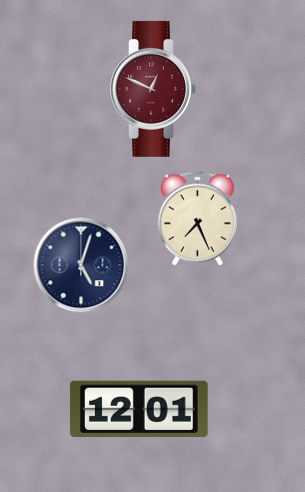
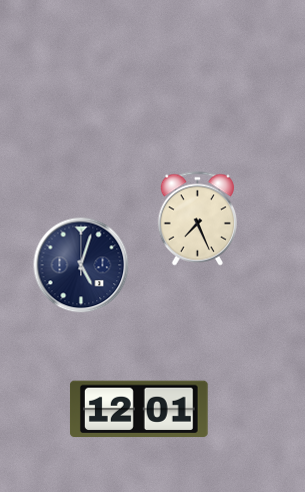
clock at (153, 89): 12:49 -> none
